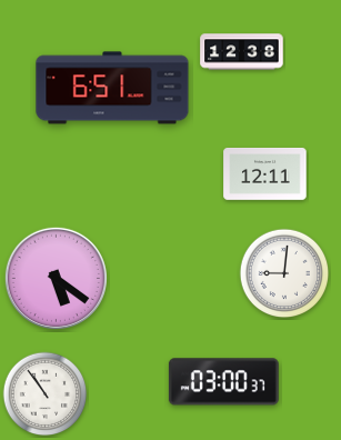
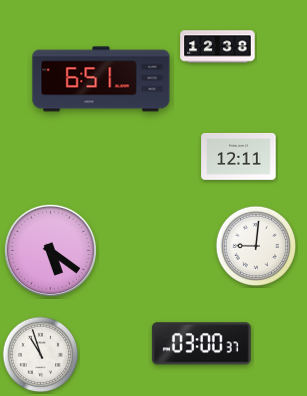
clock at (46, 394): 10:54 -> 10:57
